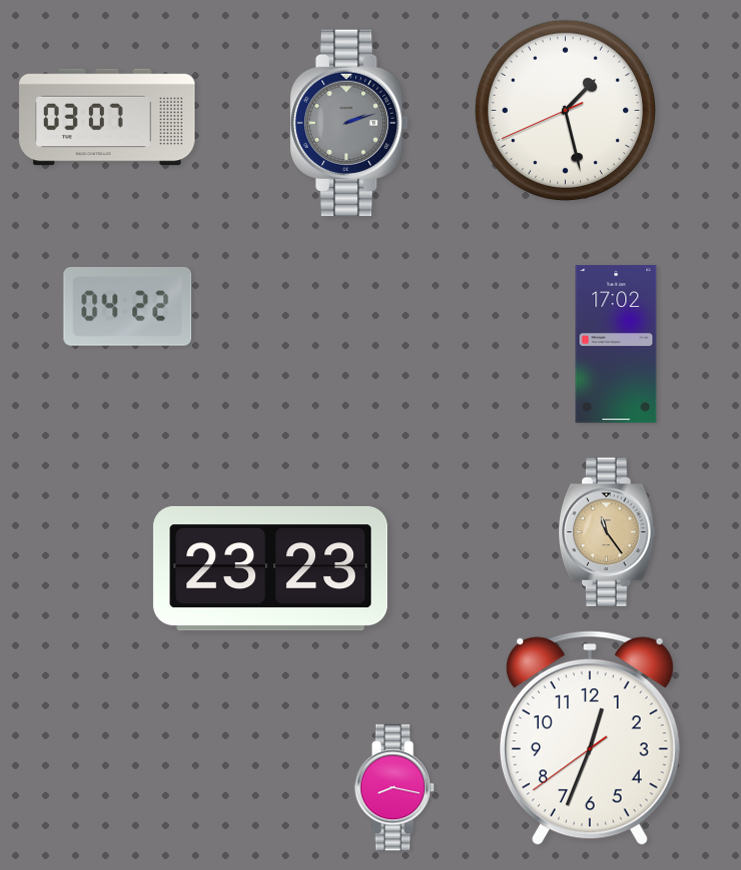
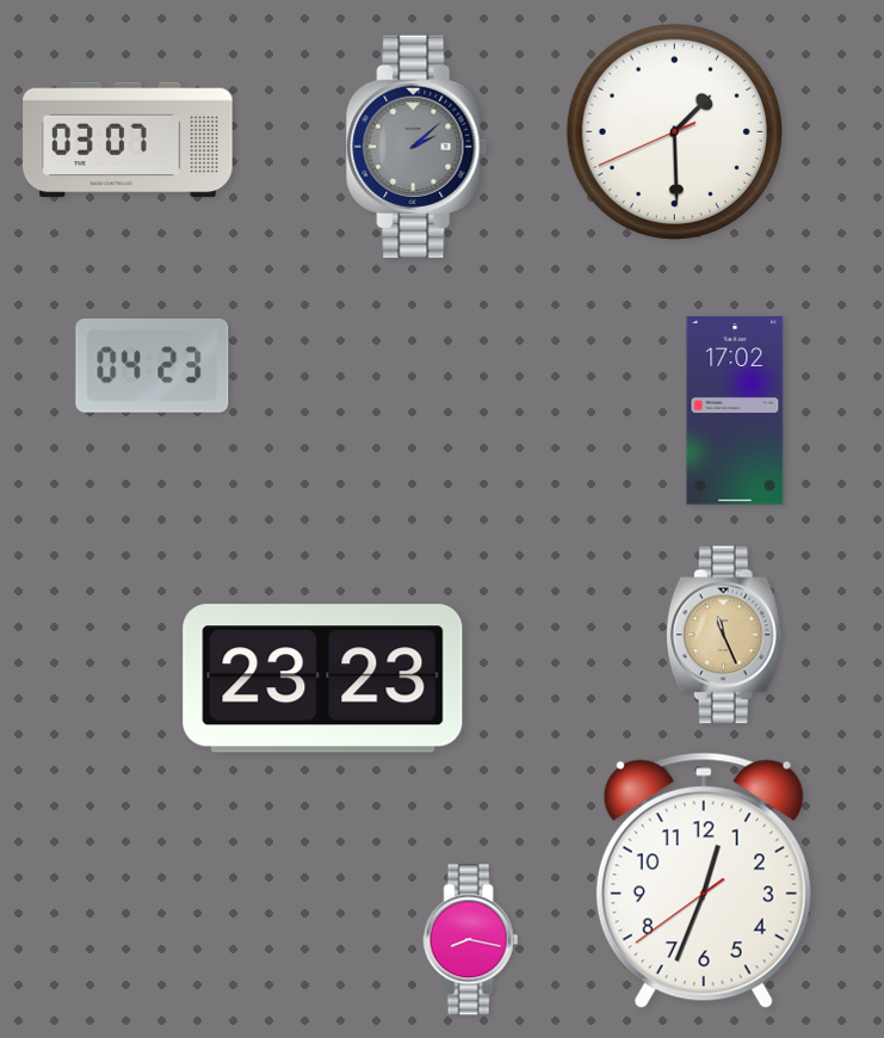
clock at (565, 110): 1:27 -> 1:29
clock at (350, 123): 2:12 -> 2:08
clock at (128, 307): 04:22 -> 04:23
clock at (607, 532): 11:24 -> 11:26
